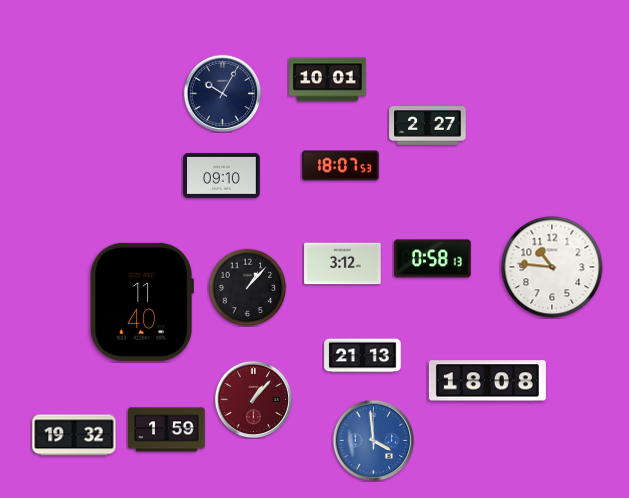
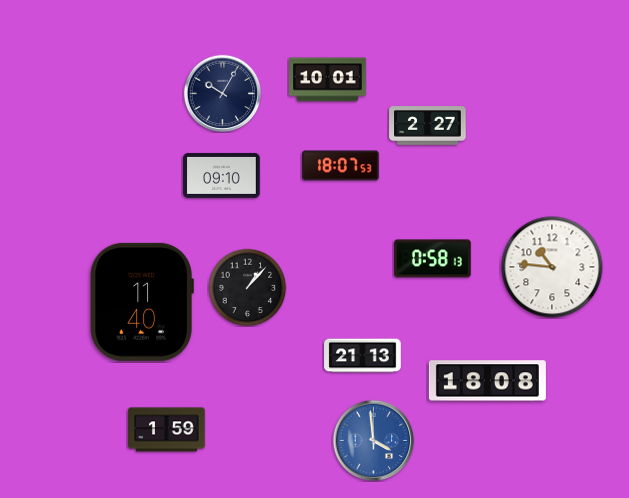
clock at (343, 264): 3:12 -> none
clock at (253, 399): 1:07 -> none
clock at (74, 435): 19:32 -> none
